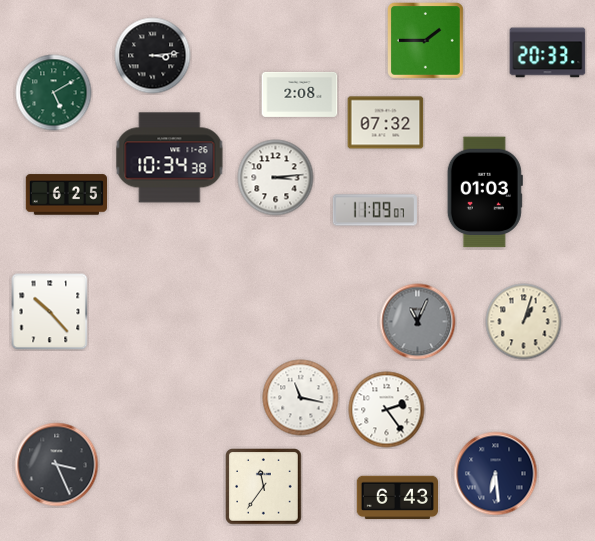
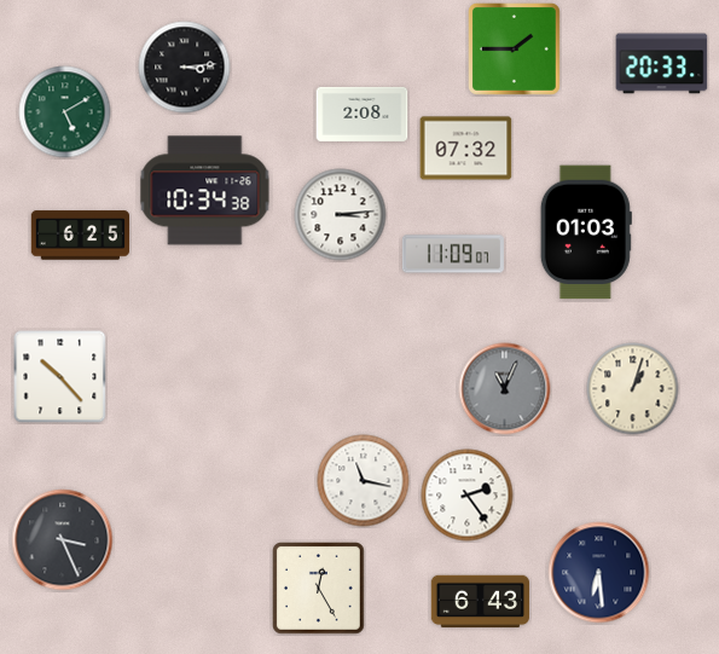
clock at (276, 178) position: (276, 178) -> (341, 215)
clock at (57, 465) position: (57, 465) -> (63, 540)
clock at (264, 487): 11:36 -> 12:25
